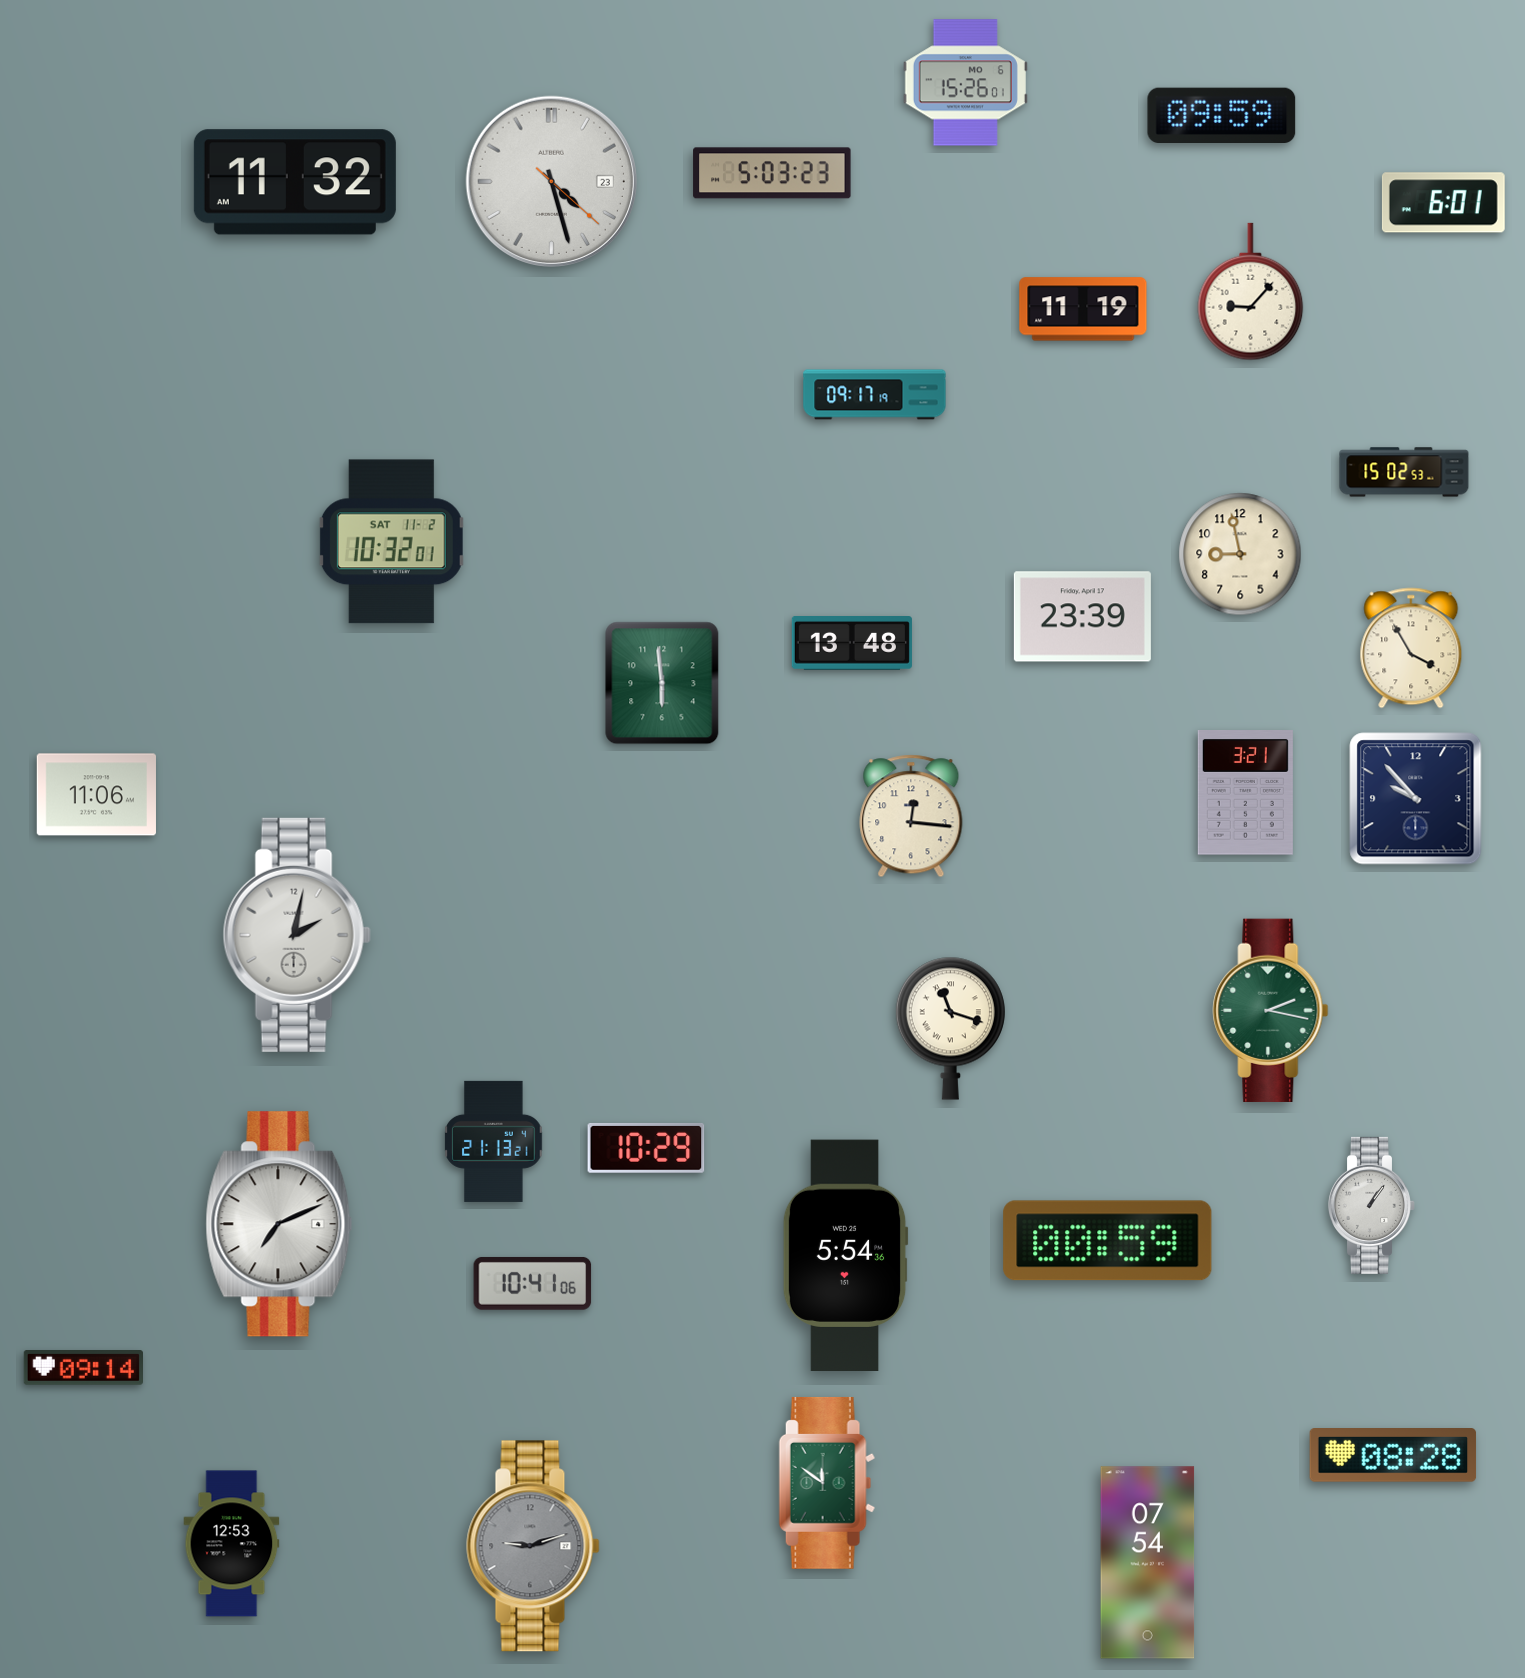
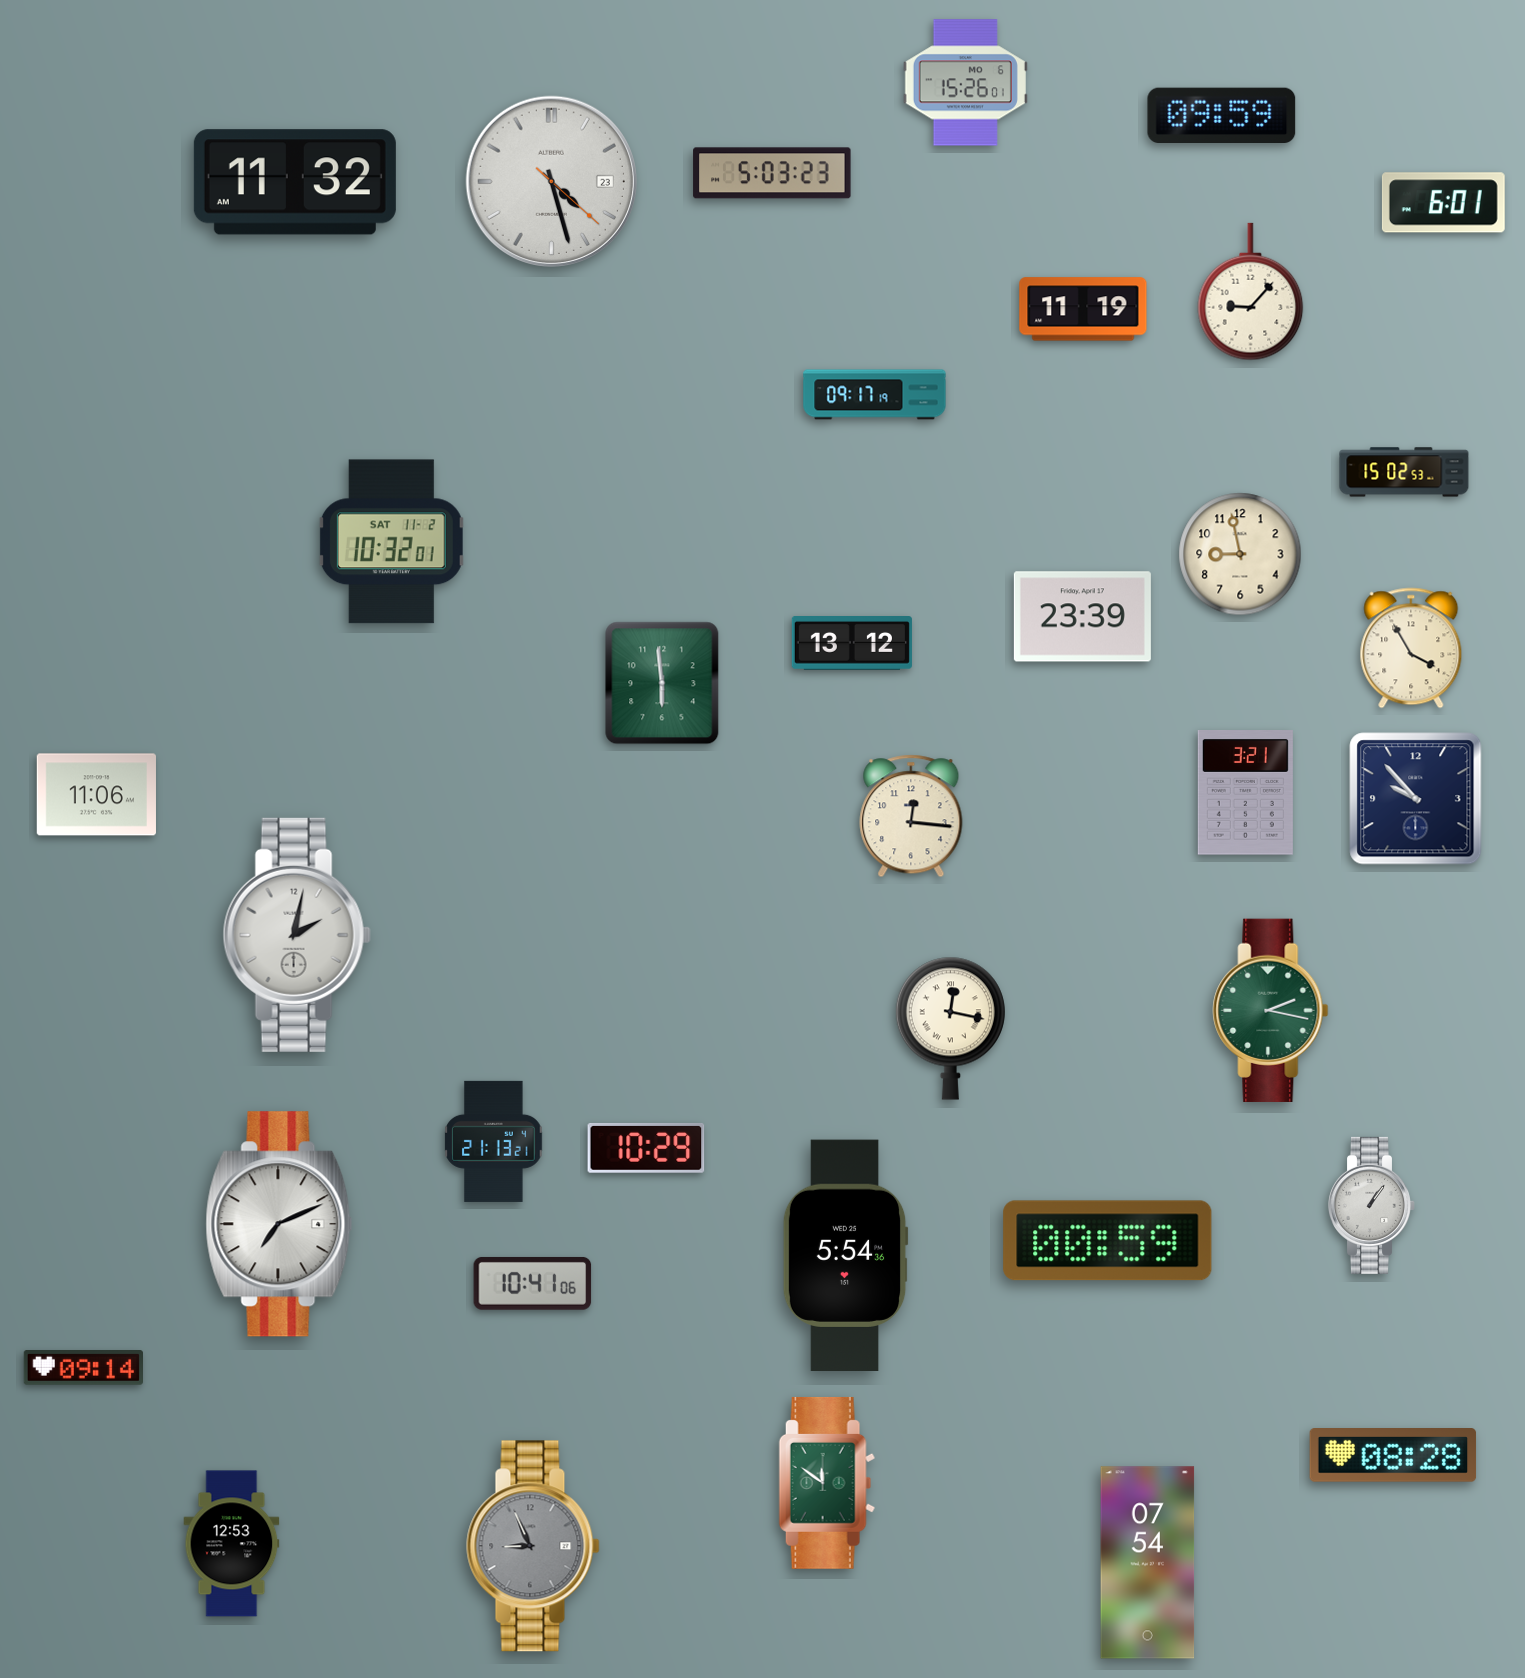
clock at (852, 644): 13:48 -> 13:12
clock at (950, 1028): 11:18 -> 12:17
clock at (533, 1546): 9:12 -> 8:56
